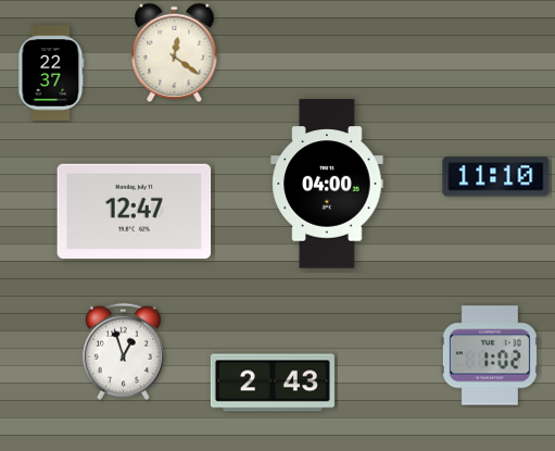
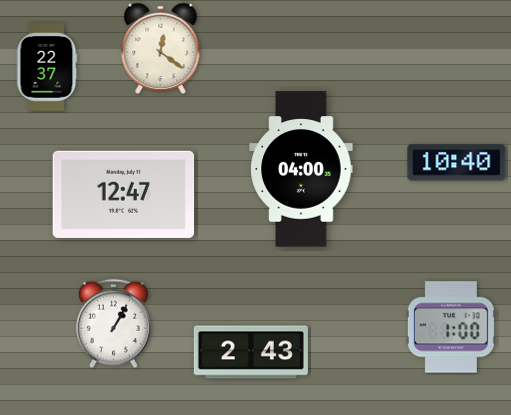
clock at (496, 177): 11:10 -> 10:40
clock at (123, 352): 12:57 -> 1:05
clock at (490, 355): 1:02 -> 1:00
